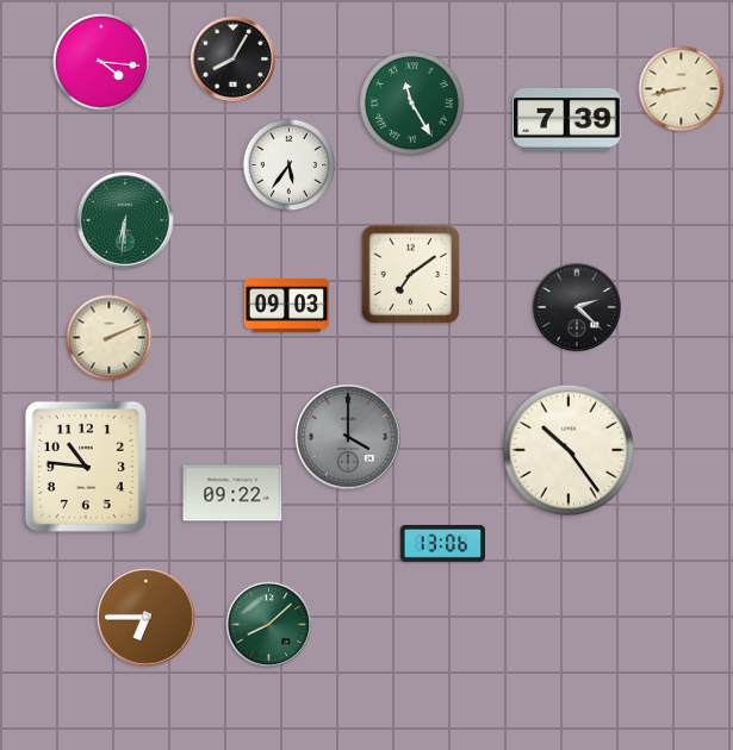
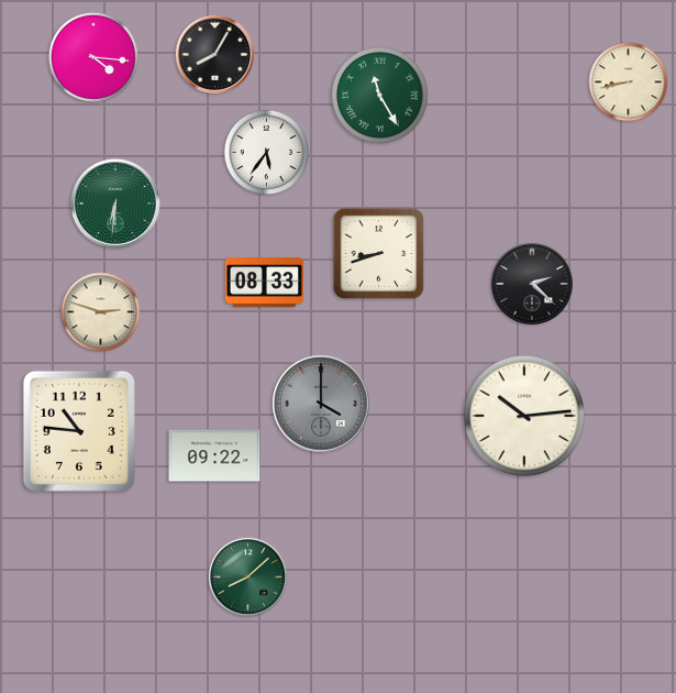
clock at (567, 120): 7:39 -> none
clock at (411, 275): 7:09 -> 8:42
clock at (286, 306): 09:03 -> 08:33
clock at (110, 338): 2:11 -> 2:48
clock at (567, 449): 10:24 -> 10:14
clock at (442, 543): 13:06 -> none
clock at (147, 618): 6:45 -> none
